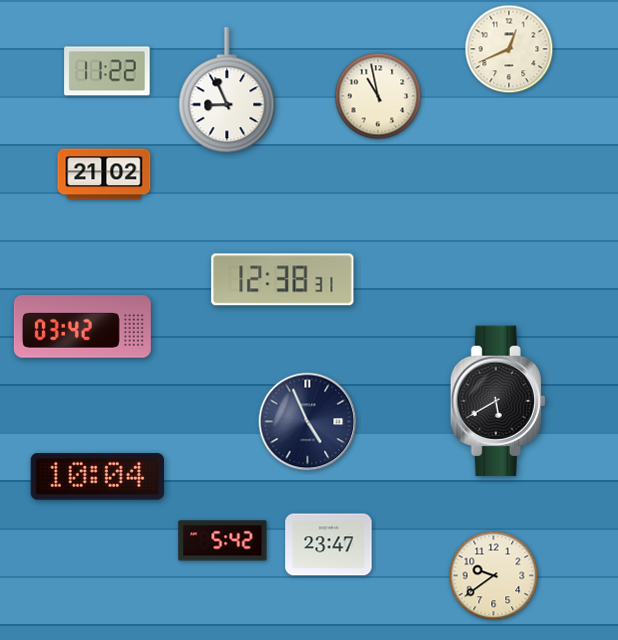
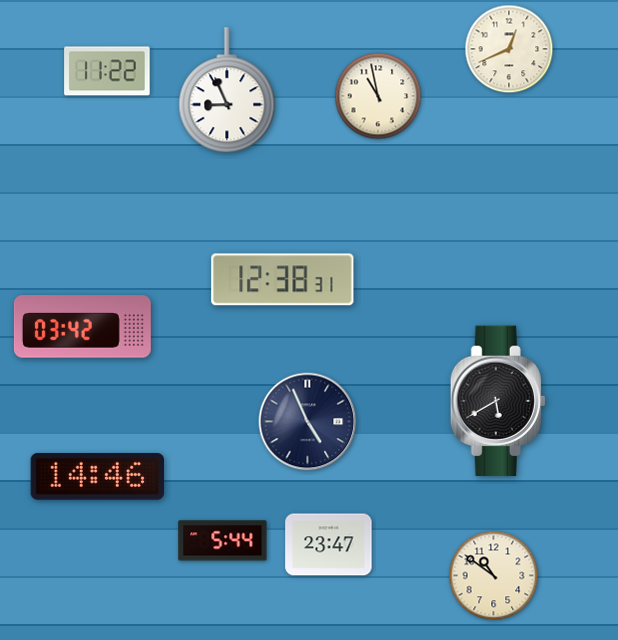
clock at (104, 174): 21:02 -> none
clock at (97, 476): 10:04 -> 14:46
clock at (223, 541): 5:42 -> 5:44
clock at (494, 576): 9:39 -> 10:51
